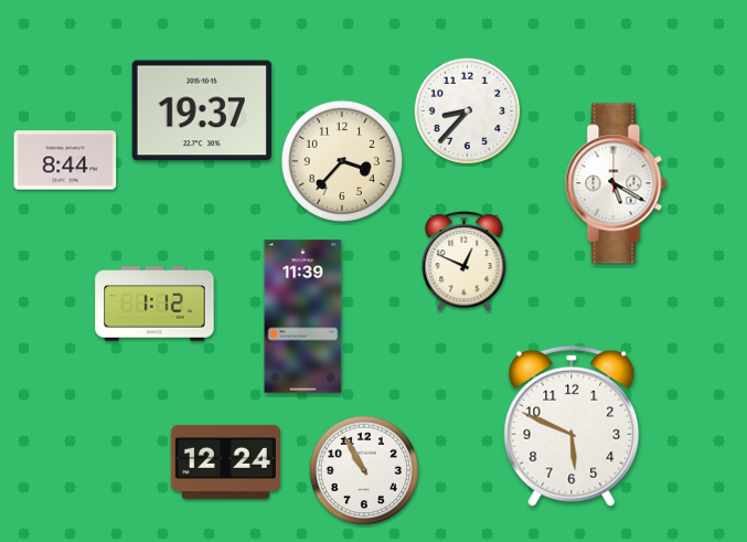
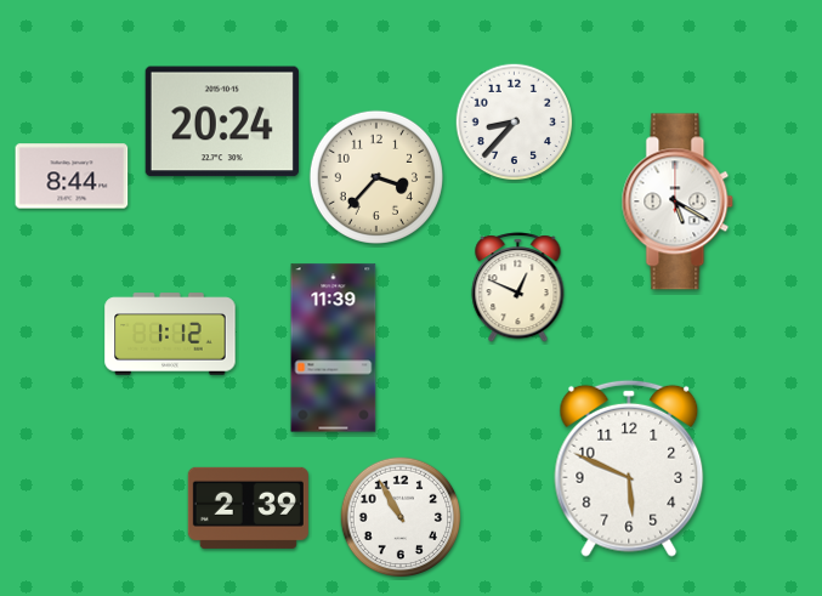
clock at (202, 110): 19:37 -> 20:24
clock at (465, 262) position: (465, 262) -> (518, 288)
clock at (225, 461): 12:24 -> 2:39
